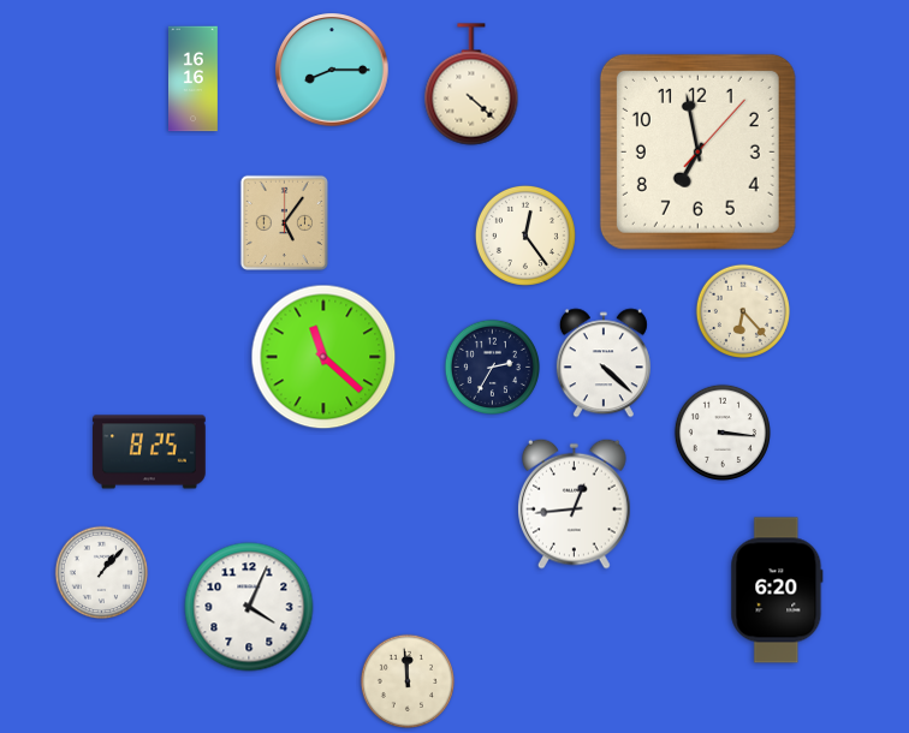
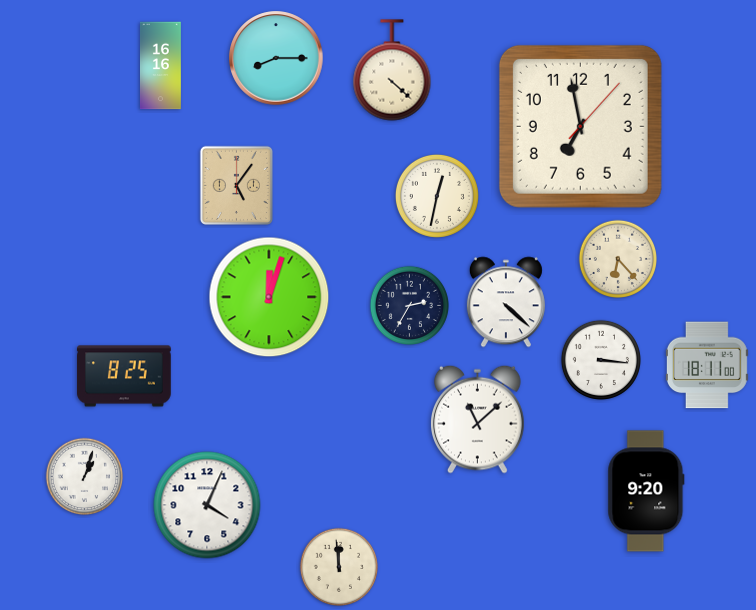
clock at (525, 236): 12:24 -> 12:32
clock at (323, 357): 11:22 -> 12:03
clock at (604, 363) position: (604, 363) -> (506, 302)
clock at (707, 365): none -> 18:11
clock at (575, 503): 12:44 -> 11:08
clock at (102, 573): 1:07 -> 1:03
clock at (777, 590): 6:20 -> 9:20
